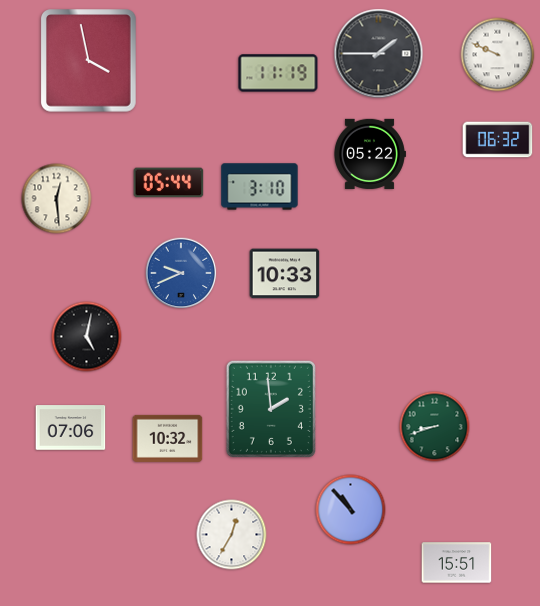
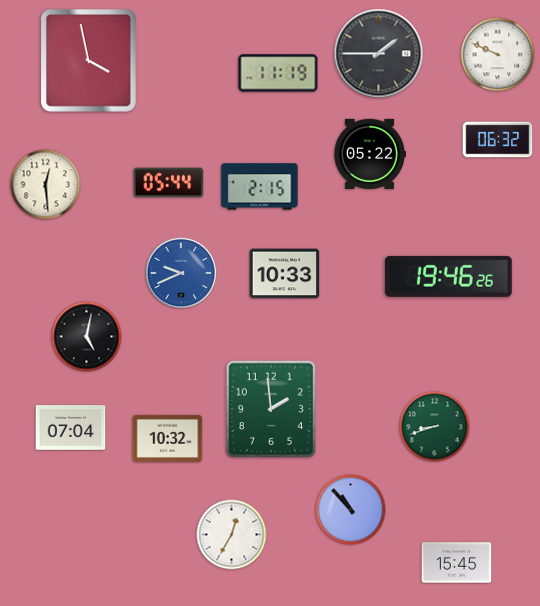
clock at (260, 187): 3:10 -> 2:15
clock at (57, 199) position: (57, 199) -> (46, 185)
clock at (448, 276): none -> 19:46
clock at (71, 428): 07:06 -> 07:04
clock at (457, 563): 15:51 -> 15:45
